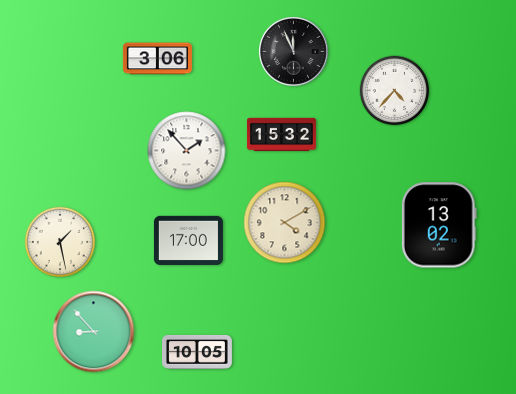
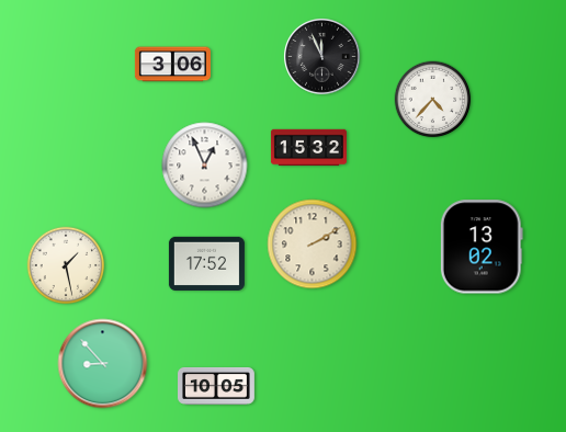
clock at (187, 151): 1:53 -> 12:56
clock at (285, 223): 4:10 -> 2:10
clock at (188, 240): 17:00 -> 17:52
